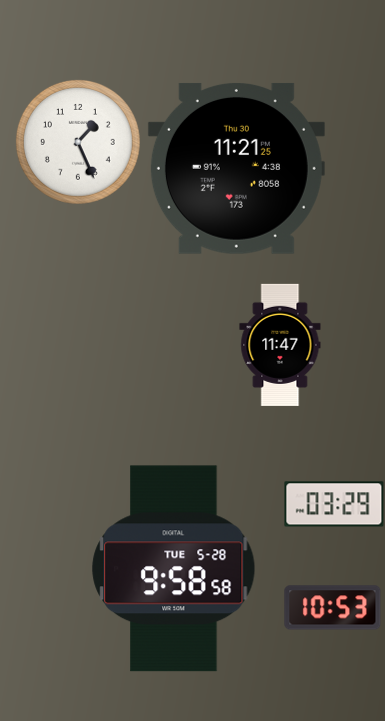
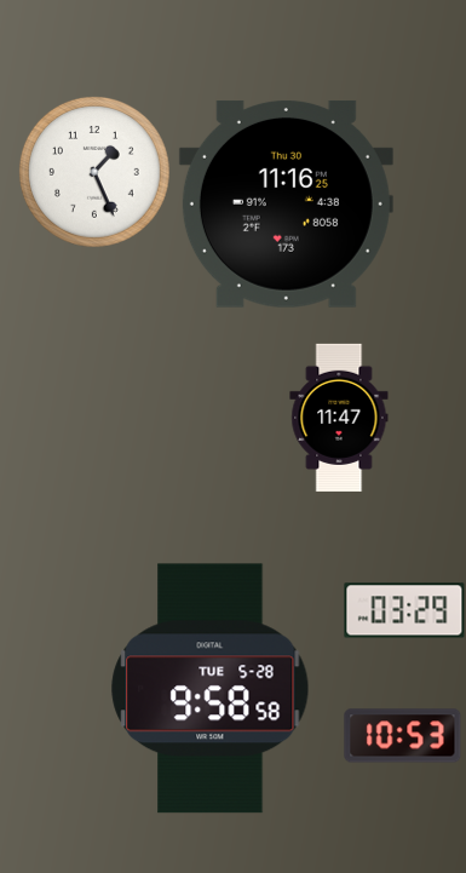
clock at (236, 168): 11:21 -> 11:16
